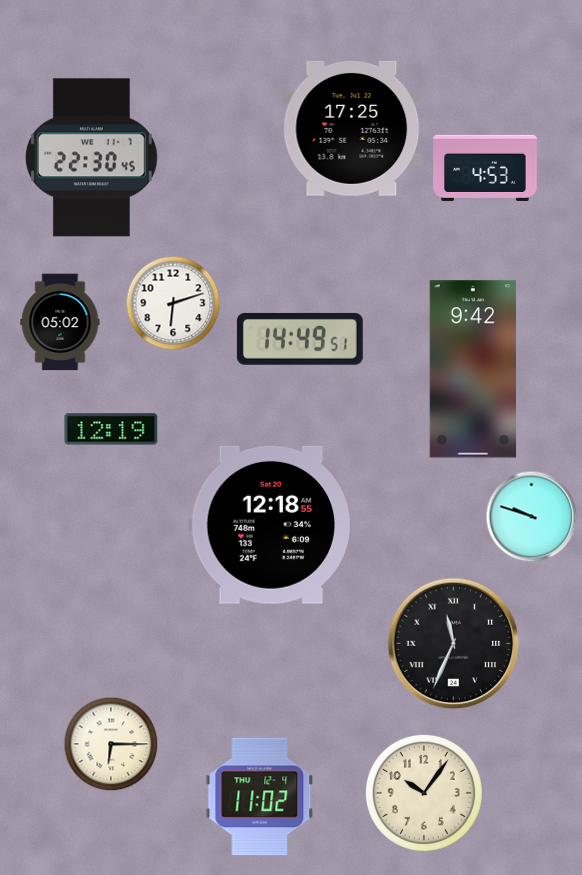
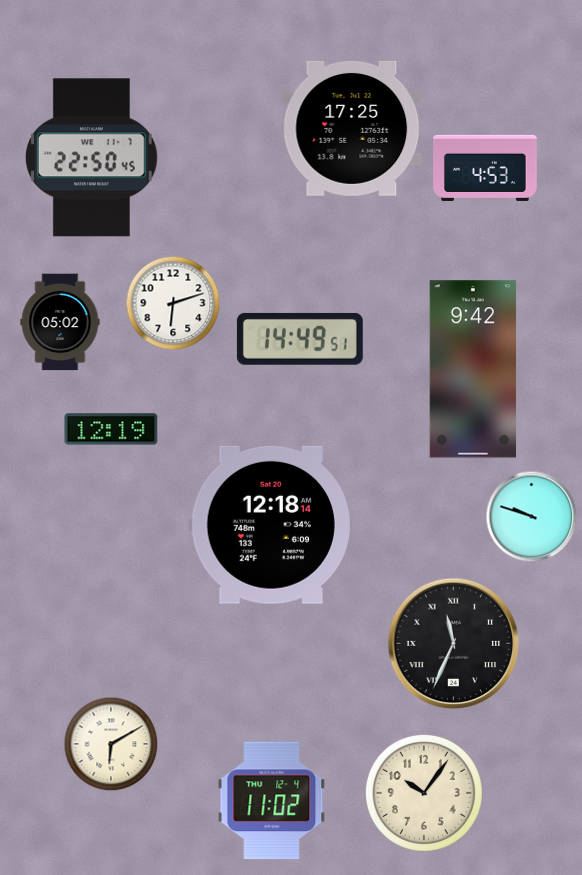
clock at (91, 158): 22:30 -> 22:50
clock at (270, 525): 12:18:55 -> 12:18:14
clock at (111, 744): 6:15 -> 6:10
clock at (260, 797) position: (260, 797) -> (272, 801)
